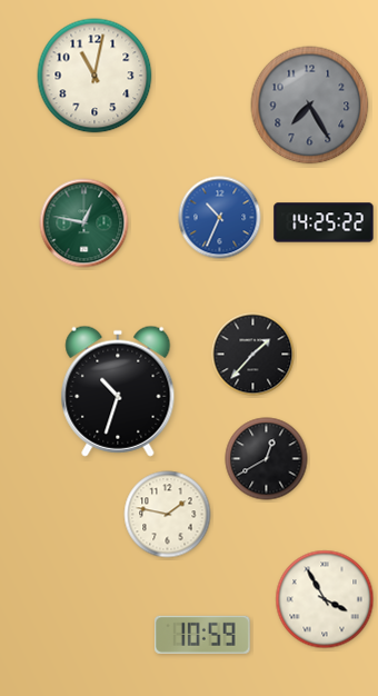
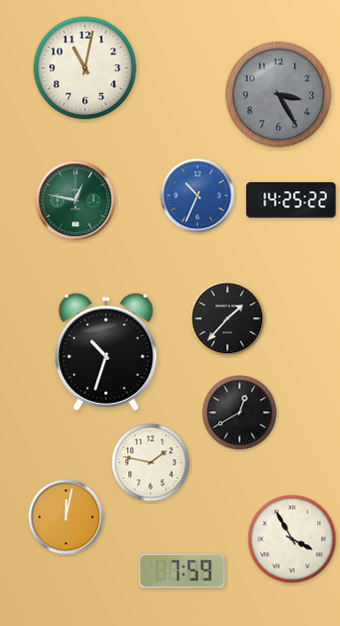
clock at (310, 106): 7:25 -> 3:25
clock at (66, 517): none -> 12:02
clock at (202, 635): 10:59 -> 7:59
